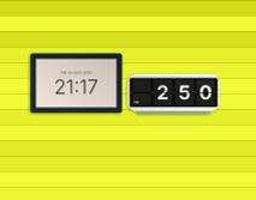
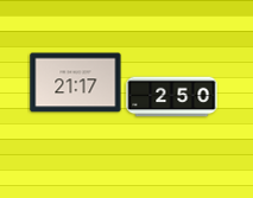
clock at (174, 95) position: (174, 95) -> (172, 97)
